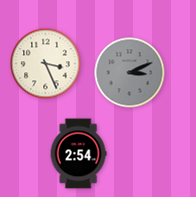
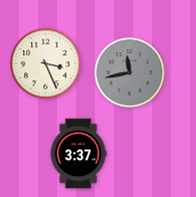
clock at (130, 73): 3:11 -> 11:43
clock at (78, 154): 2:54 -> 3:37
